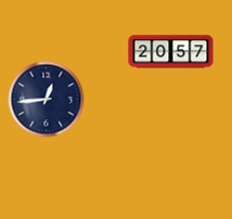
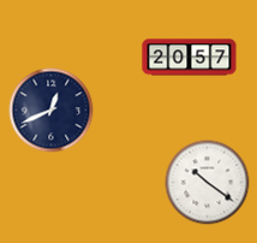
clock at (47, 100): 12:44 -> 12:41
clock at (208, 183): none -> 10:21
